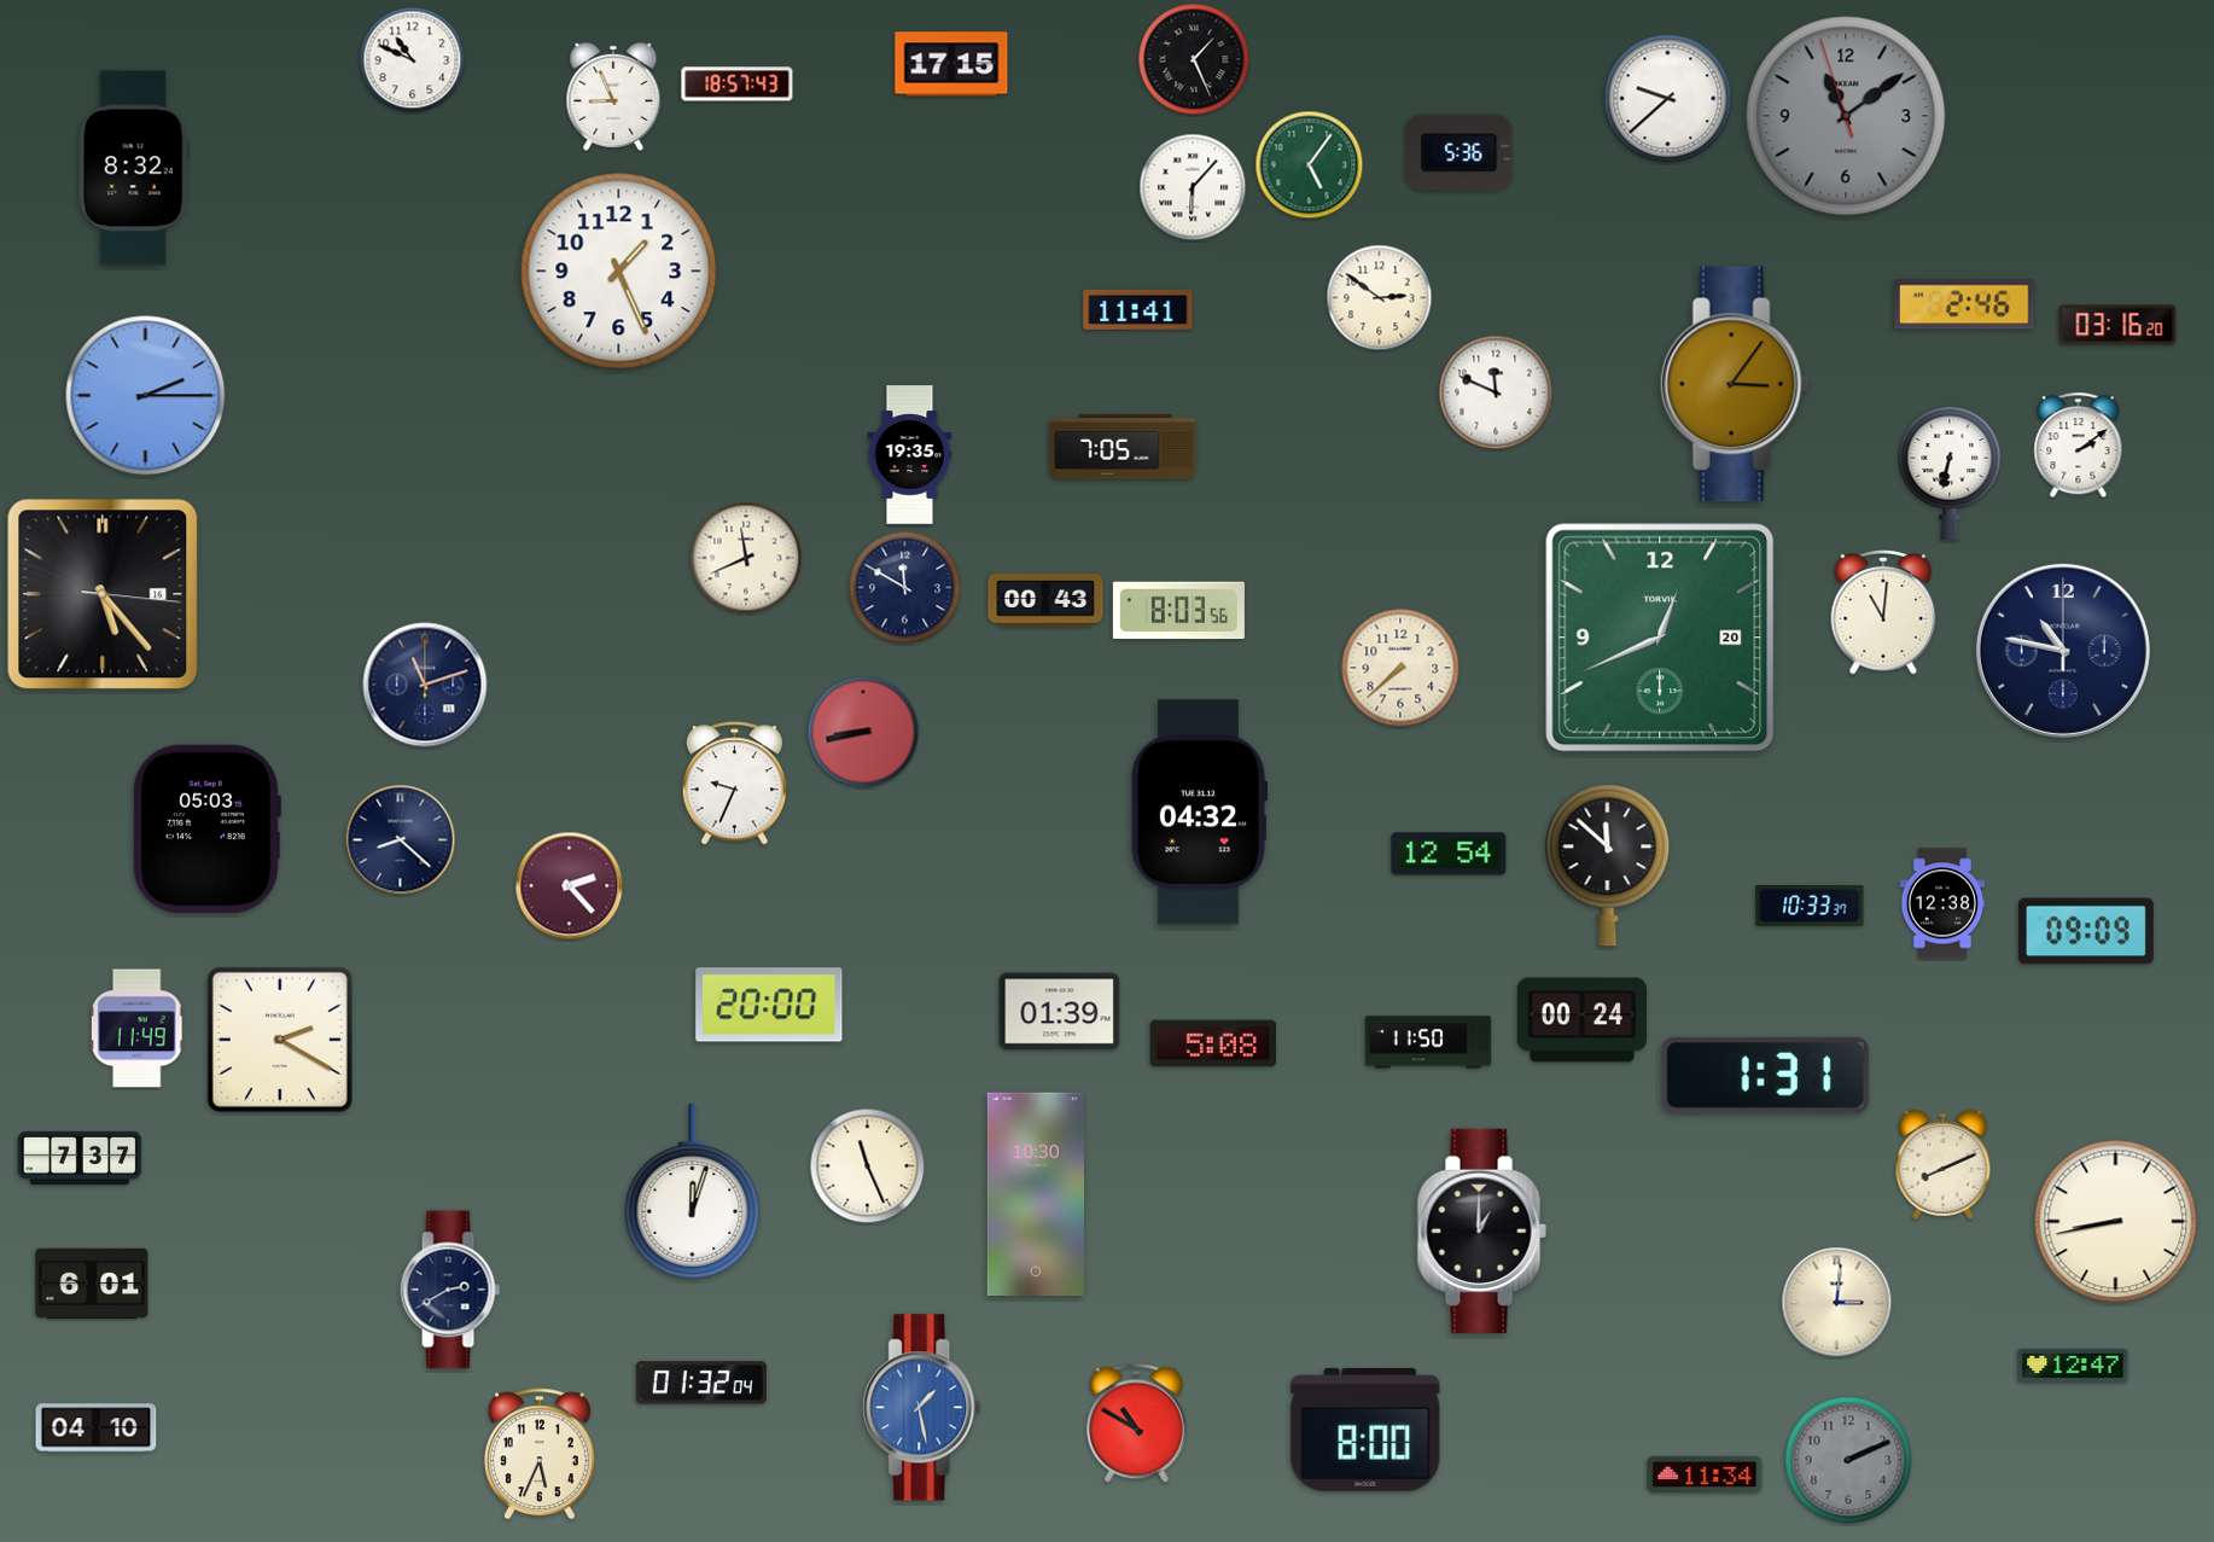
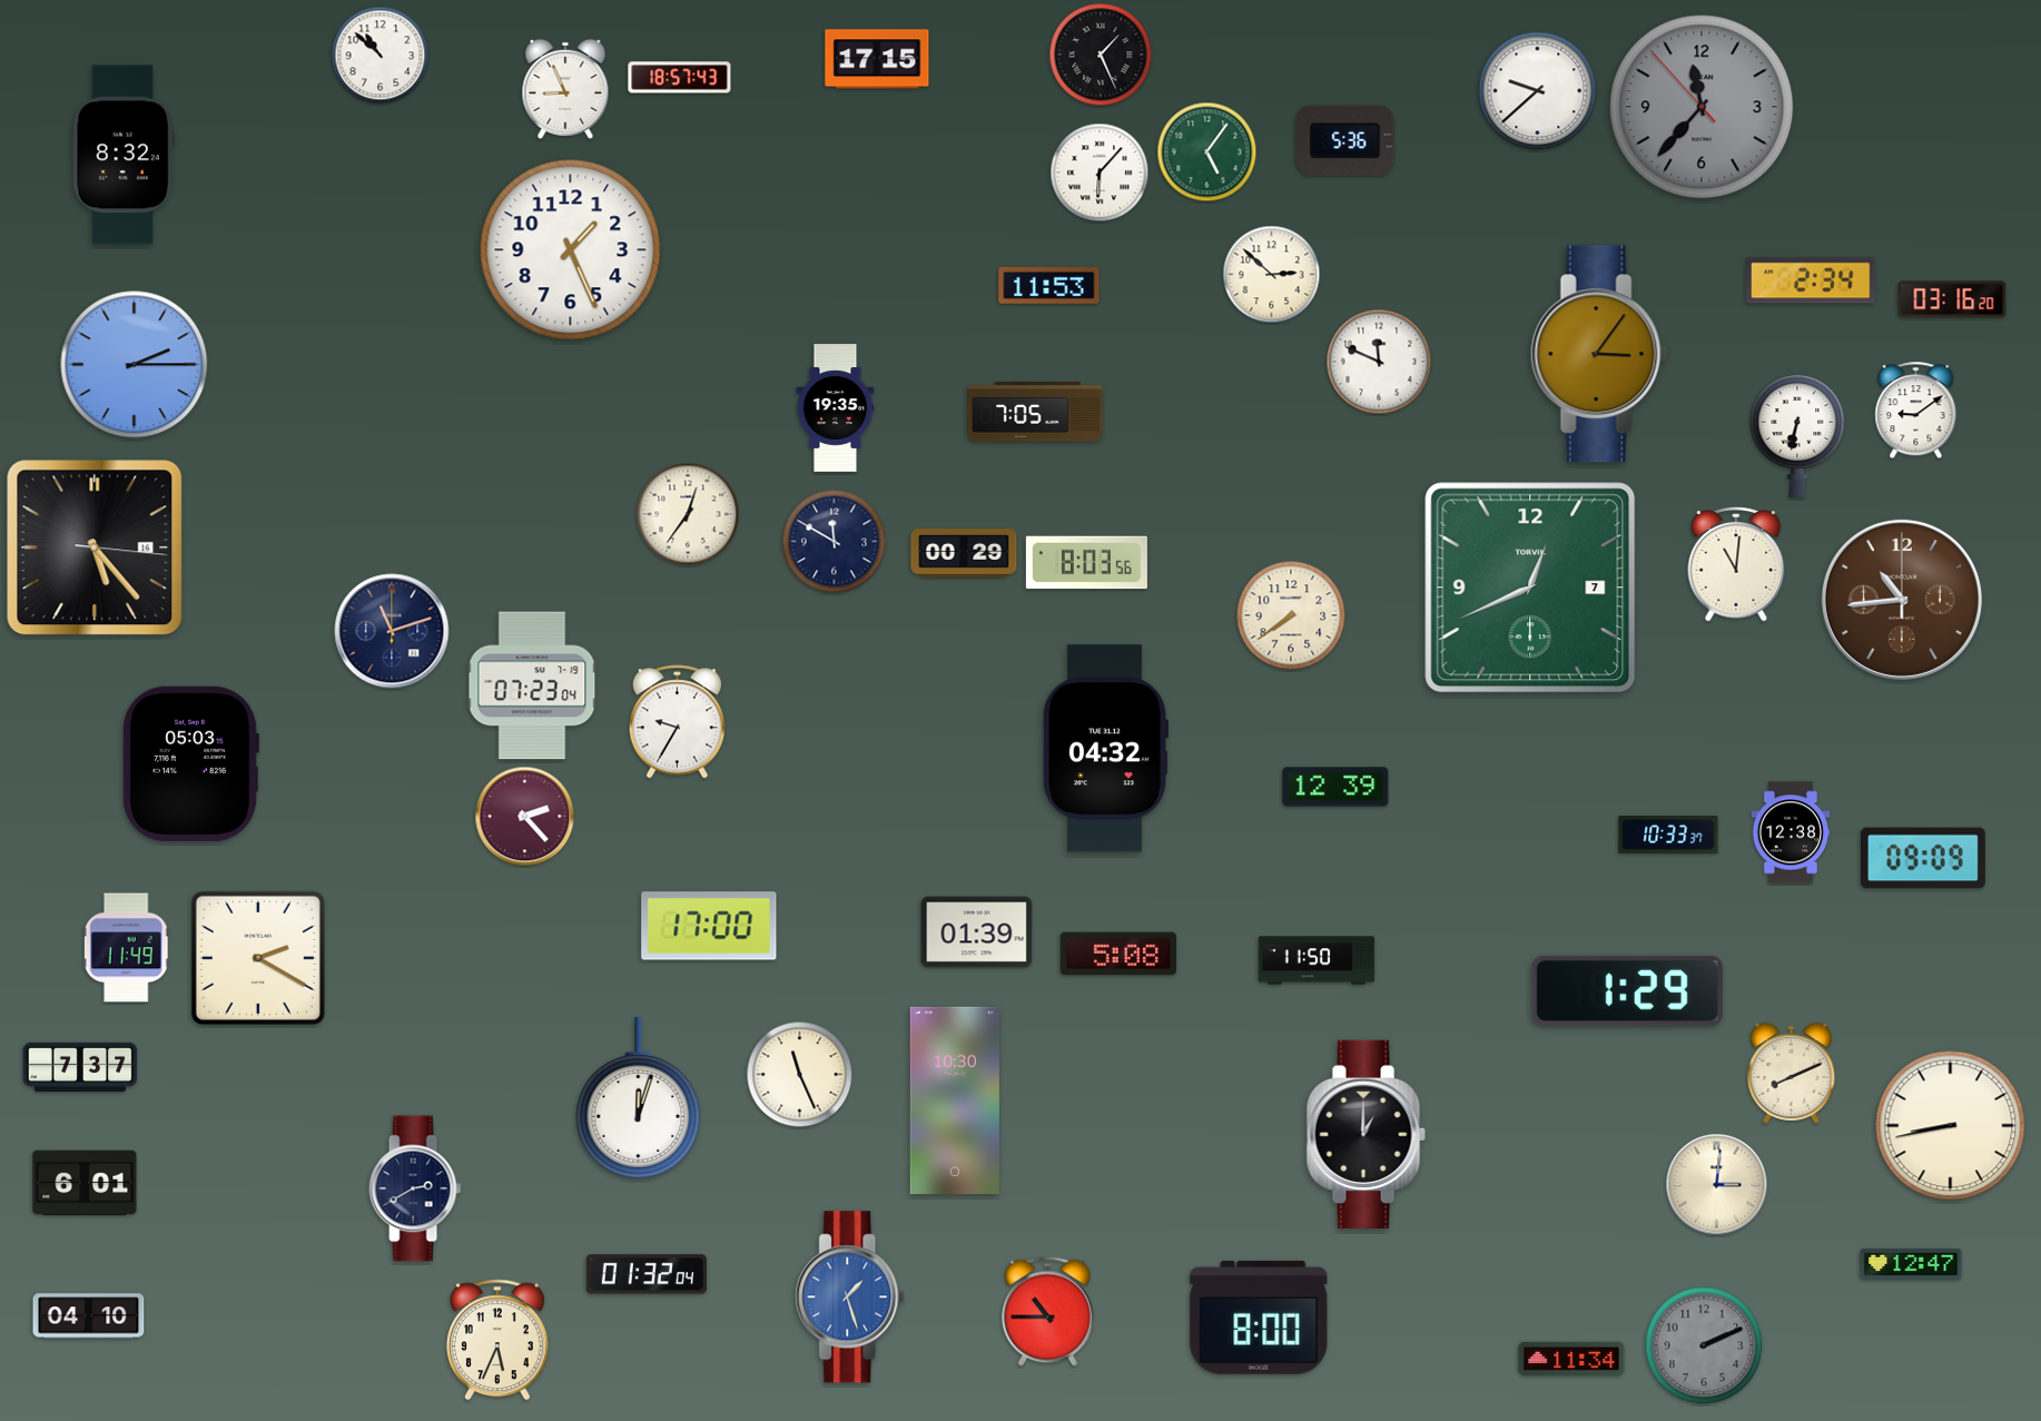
clock at (413, 60): 10:49 -> 10:52
clock at (1846, 116): 11:08 -> 11:36
clock at (1380, 298): 2:51 -> 2:52
clock at (1964, 304): 2:46 -> 2:34
clock at (1138, 310): 11:41 -> 11:53
clock at (2079, 446): 2:09 -> 9:09
clock at (910, 455) position: (910, 455) -> (836, 408)
clock at (746, 558): 11:41 -> 12:36
clock at (1045, 601): 00:43 -> 00:29
clock at (1660, 638) date: 20 -> 7
clock at (2063, 651): 10:47 -> 10:44
clock at (2063, 651) dial: navy -> brown
clock at (1400, 668): 7:38 -> 7:39
clock at (863, 732): 8:43 -> none
clock at (532, 685): none -> 07:23
clock at (734, 784): 9:34 -> 9:35
clock at (401, 840): 8:22 -> none
clock at (1449, 854): 12:54 -> 12:39
clock at (1608, 866): 11:52 -> none
clock at (769, 1005): 20:00 -> 17:00
clock at (1581, 1020): 00:24 -> none
clock at (1213, 1043) position: (1213, 1043) -> (1118, 954)
clock at (1765, 1075): 1:31 -> 1:29
clock at (80, 1158) position: (80, 1158) -> (80, 1067)
clock at (1837, 1303) position: (1837, 1303) -> (1717, 1185)
clock at (2073, 1366) position: (2073, 1366) -> (1911, 1264)
clock at (922, 1408): 1:28 -> 1:27
clock at (1137, 1424): 10:50 -> 10:45
